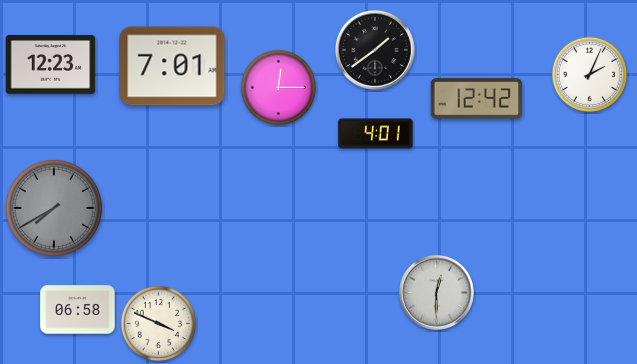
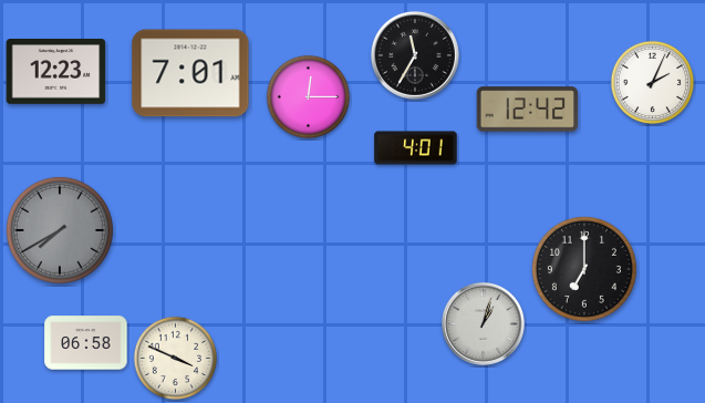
clock at (375, 50): 1:39 -> 11:35
clock at (584, 269): none -> 7:00
clock at (436, 292): 12:30 -> 1:03
